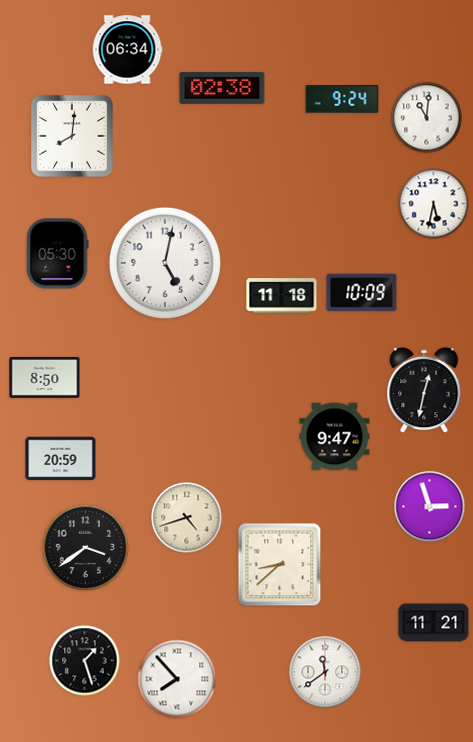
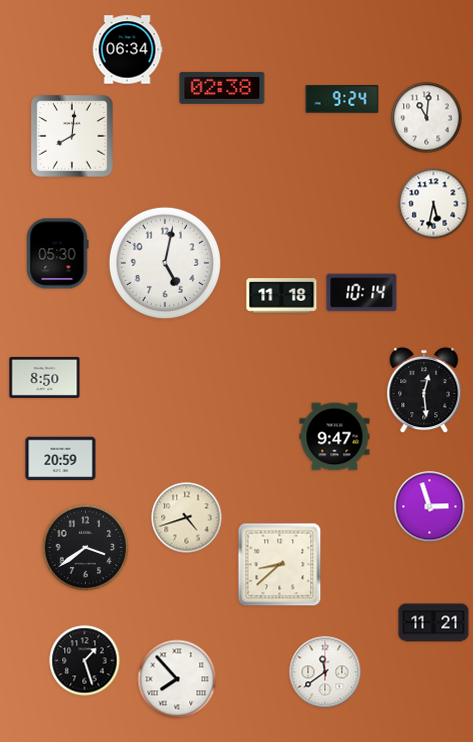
clock at (362, 293): 10:09 -> 10:14
clock at (424, 390): 12:32 -> 12:29
